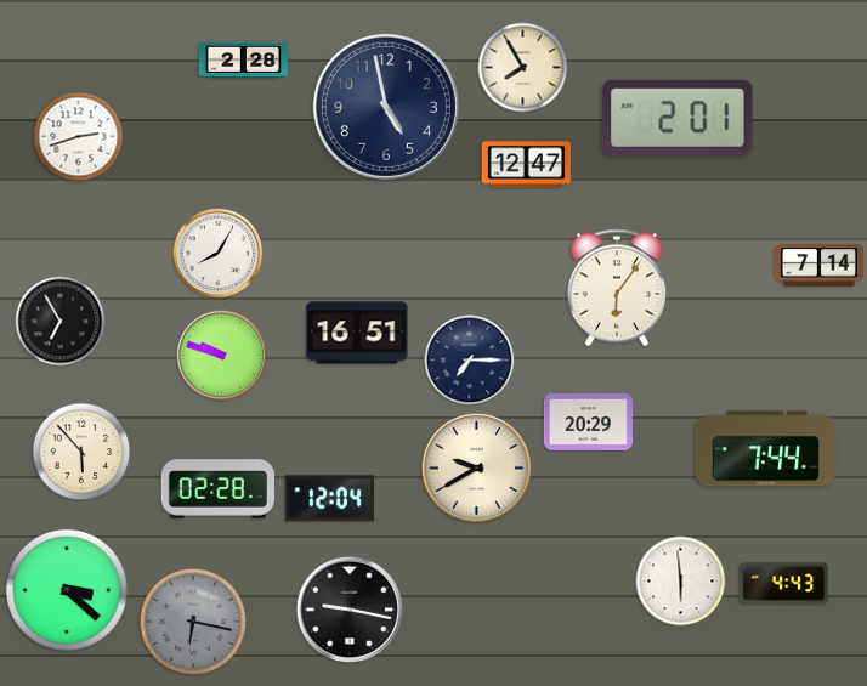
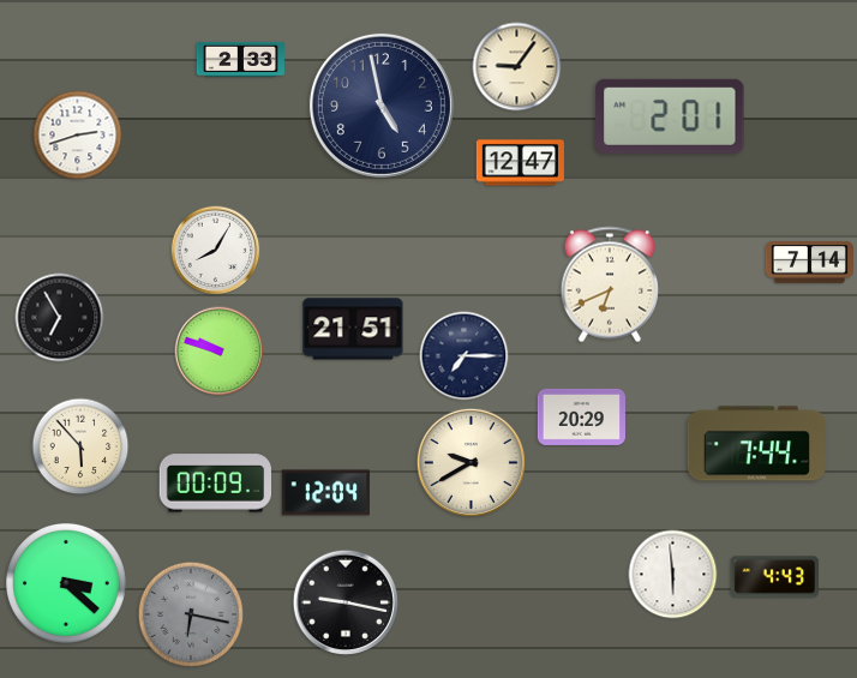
clock at (243, 59): 2:28 -> 2:33
clock at (523, 68): 7:55 -> 9:06
clock at (617, 288): 6:06 -> 6:41
clock at (357, 333): 16:51 -> 21:51
clock at (217, 489): 02:28 -> 00:09
